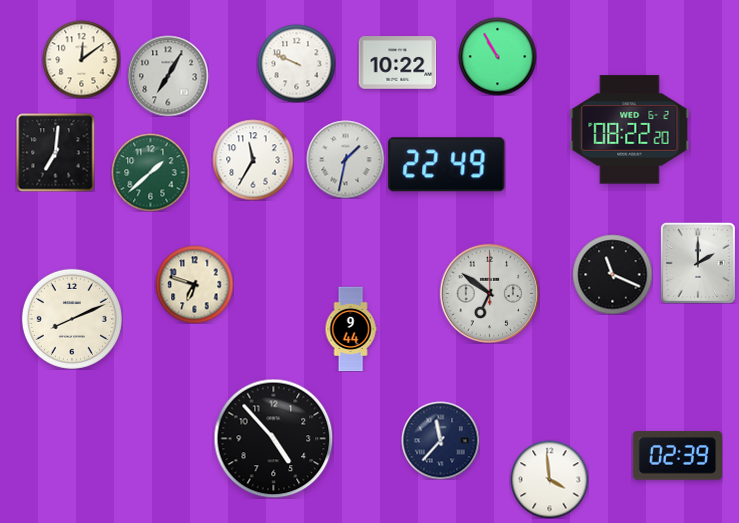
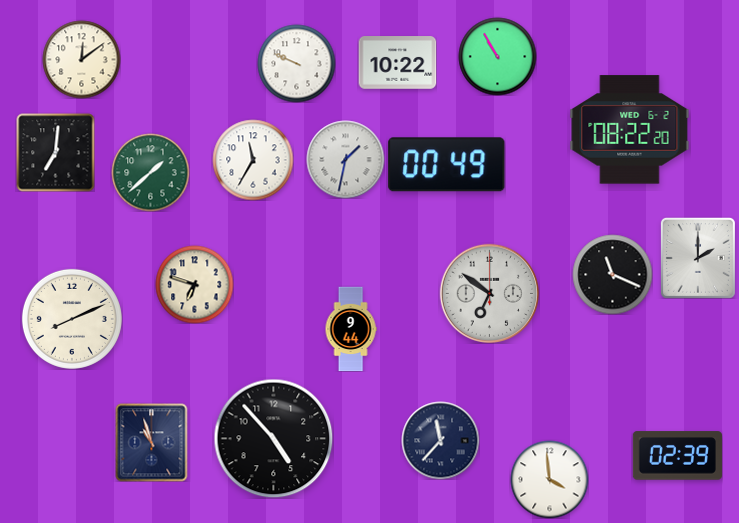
clock at (168, 76): 7:05 -> none
clock at (447, 165): 22:49 -> 00:49
clock at (698, 263) position: (698, 263) -> (698, 258)
clock at (152, 442): none -> 10:57
